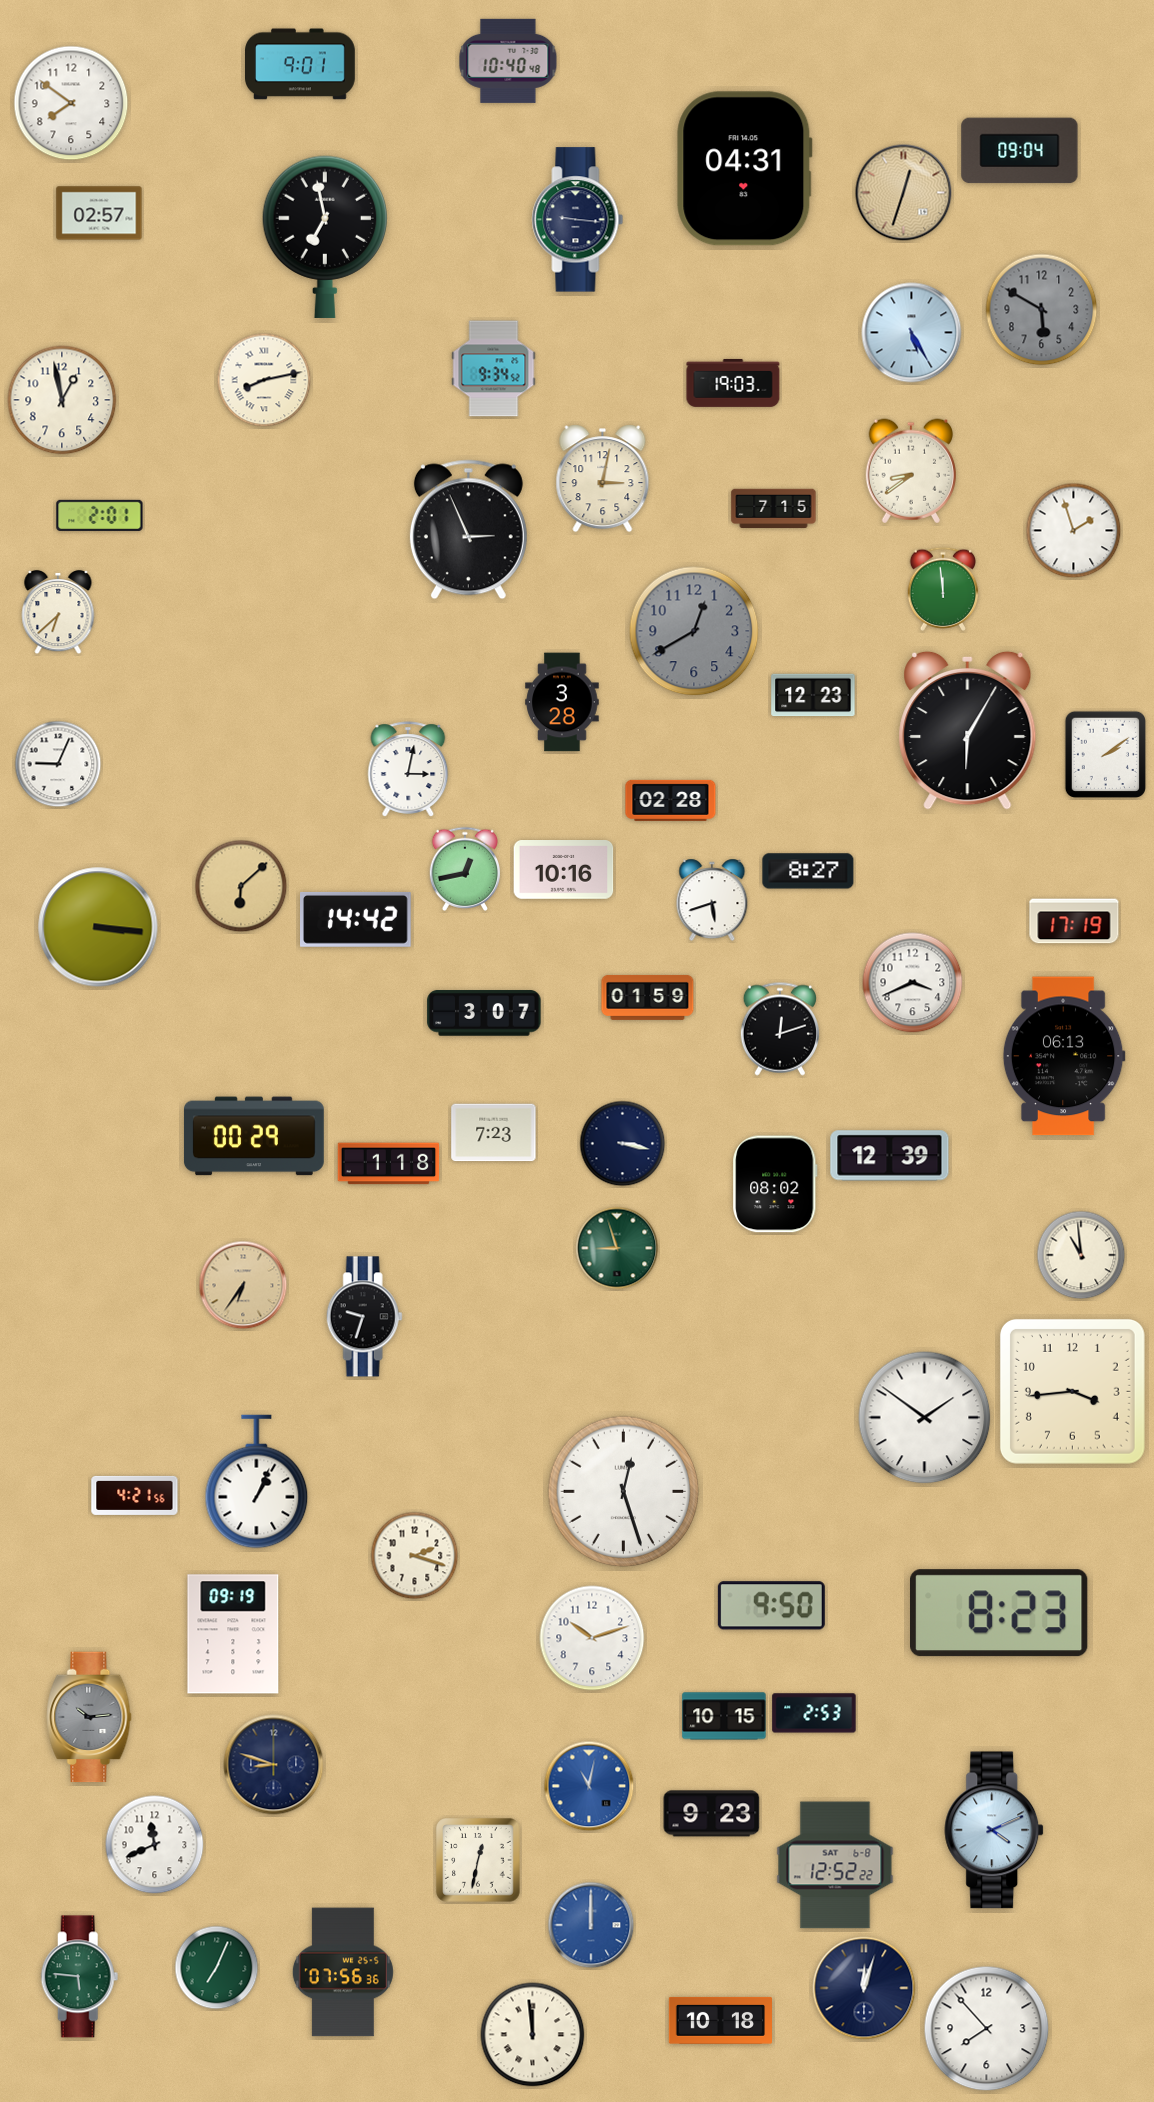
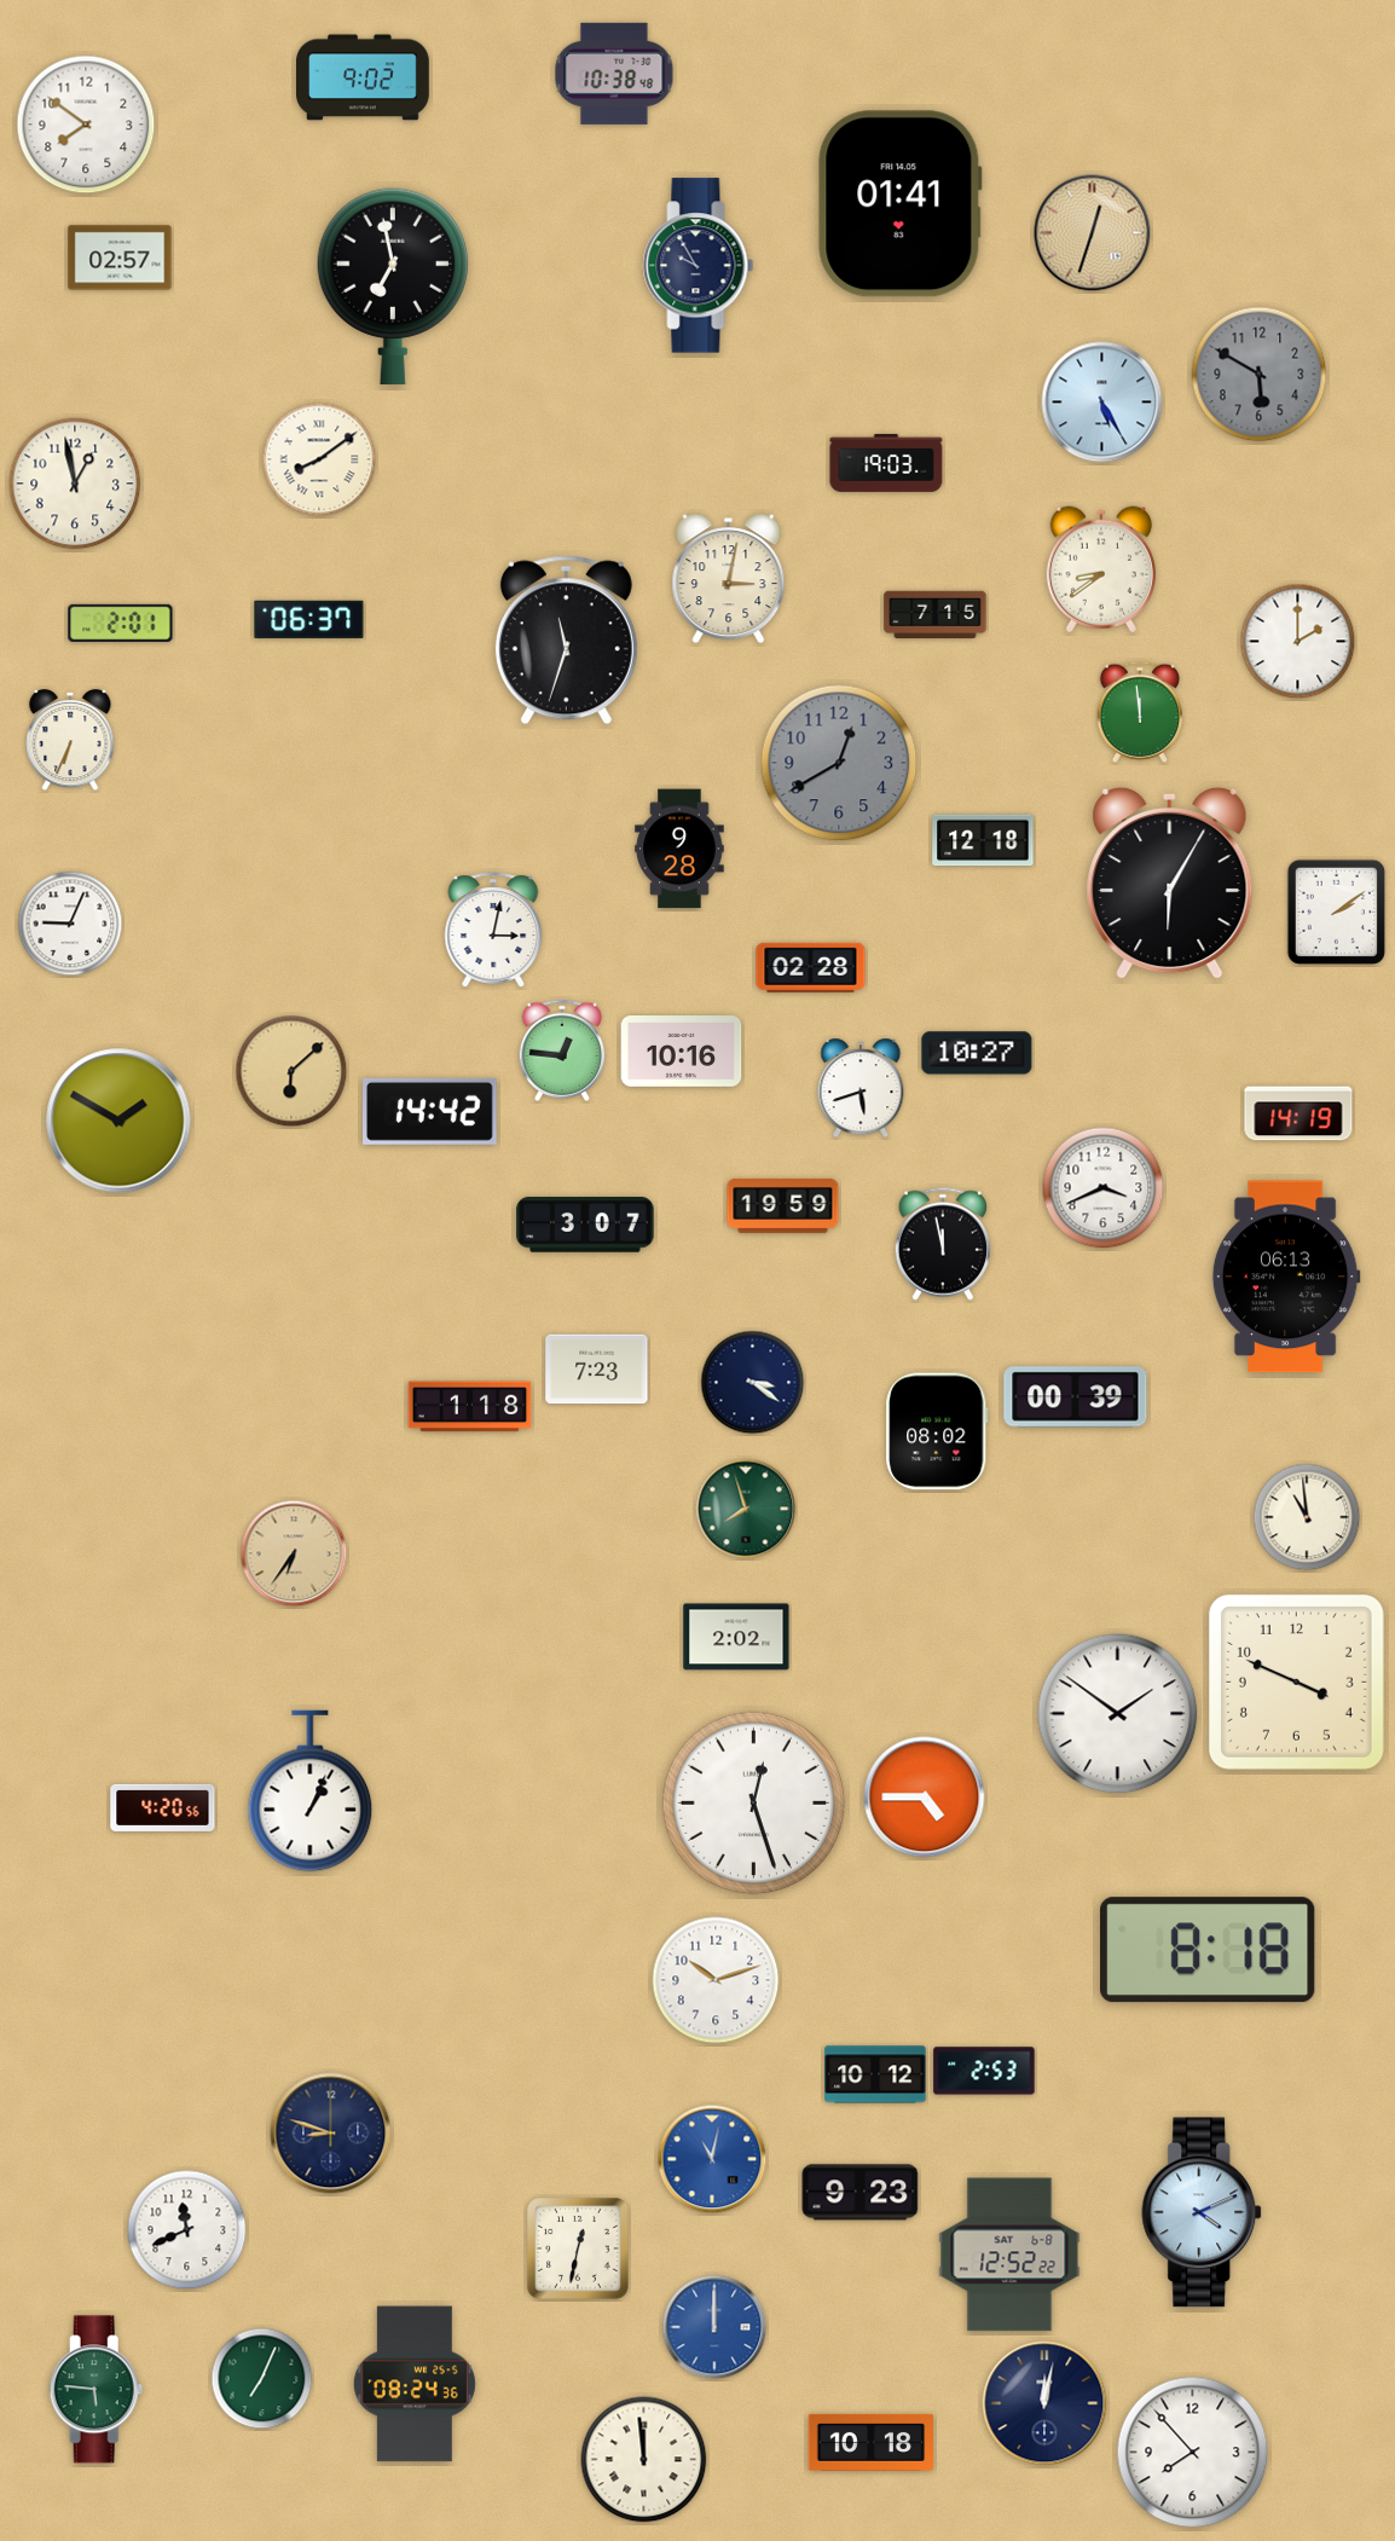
clock at (508, 61): 10:40 -> 10:38
clock at (300, 64): 9:01 -> 9:02
clock at (1020, 151): 09:04 -> none
clock at (745, 169): 04:31 -> 01:41
clock at (578, 220): 9:16 -> 9:55
clock at (494, 369): 9:34 -> none
clock at (264, 380): 8:13 -> 8:09
clock at (309, 620): none -> 06:37
clock at (468, 530): 2:56 -> 11:33
clock at (1074, 531): 1:57 -> 2:00
clock at (58, 612): 6:38 -> 6:34
clock at (813, 695): 12:23 -> 12:18
clock at (562, 702): 3:28 -> 9:28
clock at (464, 869): 12:43 -> 12:46
clock at (808, 871): 8:27 -> 10:27
clock at (1074, 921): 17:19 -> 14:19
clock at (98, 927): 3:16 -> 1:50
clock at (648, 997): 01:59 -> 19:59
clock at (780, 1029): 12:12 -> 11:58
clock at (254, 1136): 00:29 -> none
clock at (623, 1144): 3:17 -> 3:21
clock at (890, 1156): 12:39 -> 00:39
clock at (617, 1248): 8:57 -> 7:57
clock at (364, 1317): 9:33 -> none
clock at (736, 1637): none -> 2:02
clock at (1072, 1391): 3:44 -> 3:49
clock at (925, 1798): none -> 4:45
clock at (135, 1495): 4:21 -> 4:20
clock at (415, 1556): 2:18 -> none
clock at (771, 1606): 9:50 -> none
clock at (1000, 1613): 8:23 -> 8:18
clock at (233, 1634): 09:19 -> none
clock at (724, 1716): 10:15 -> 10:12
clock at (89, 1717): 10:14 -> none
clock at (343, 1972): 07:56 -> 08:24
clock at (864, 1988): 12:03 -> 12:02
